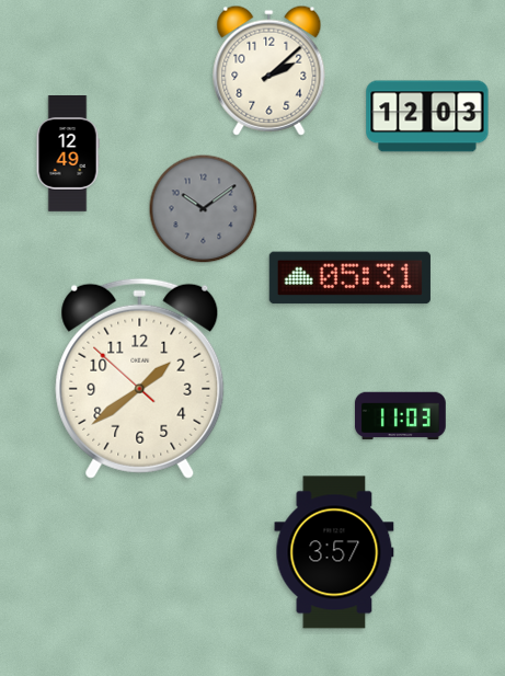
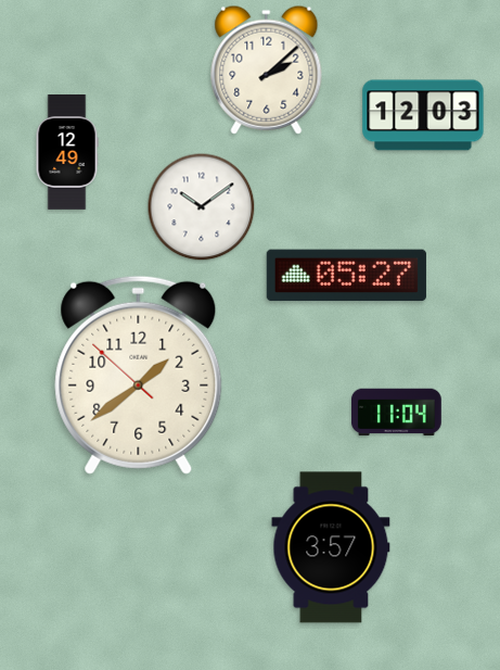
clock at (204, 209) dial: grey -> white
clock at (349, 278): 05:31 -> 05:27
clock at (401, 416): 11:03 -> 11:04
